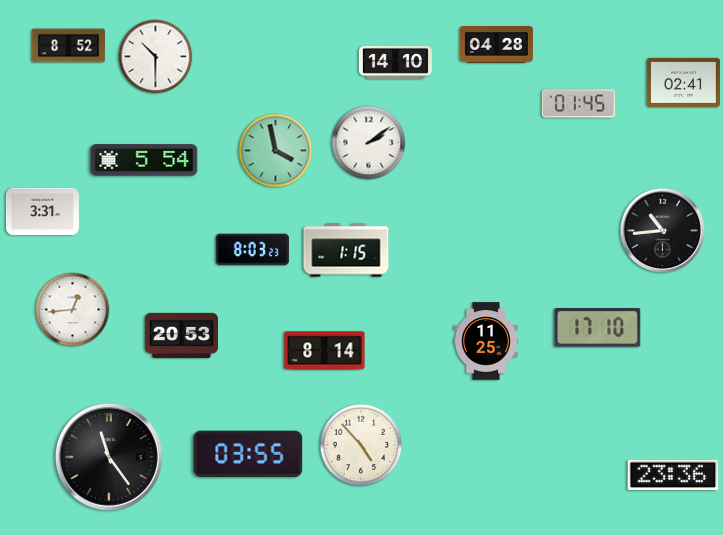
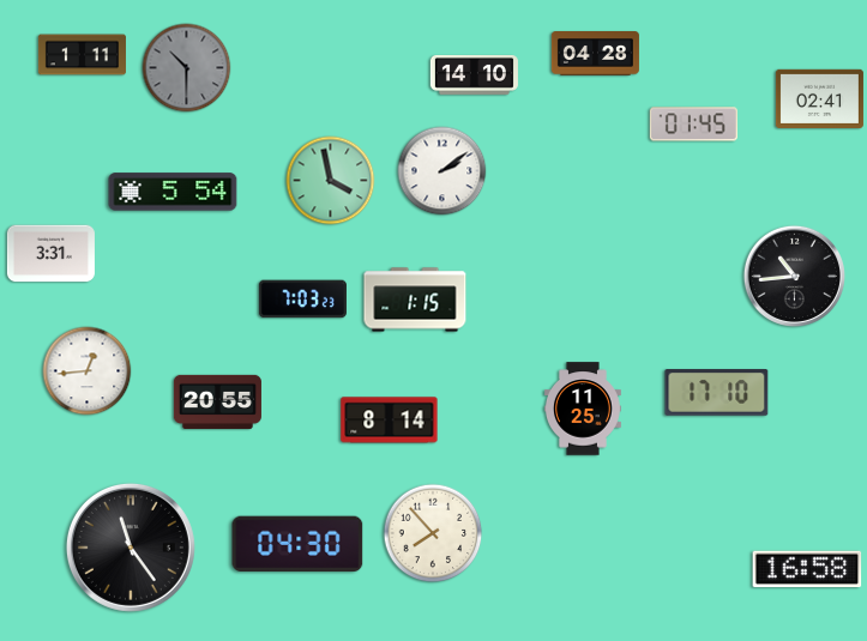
clock at (68, 46): 8:52 -> 1:11
clock at (156, 57) dial: white -> grey
clock at (252, 250): 8:03 -> 7:03
clock at (181, 335): 20:53 -> 20:55
clock at (361, 445): 4:53 -> 7:53
clock at (248, 453): 03:55 -> 04:30
clock at (673, 475): 23:36 -> 16:58
